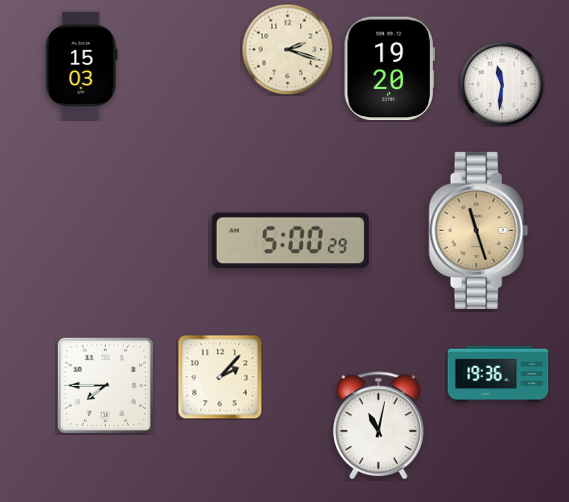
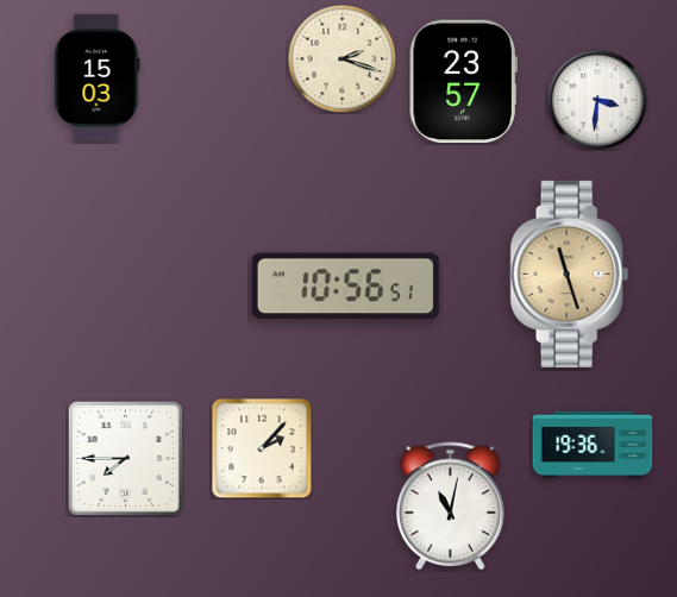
clock at (389, 69): 19:20 -> 23:57
clock at (502, 84): 11:31 -> 3:31
clock at (290, 241): 5:00 -> 10:56
